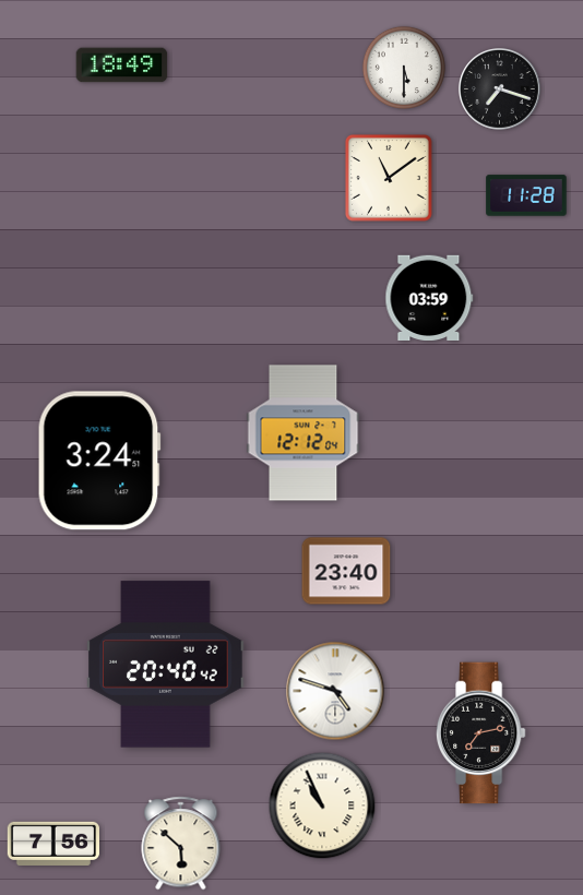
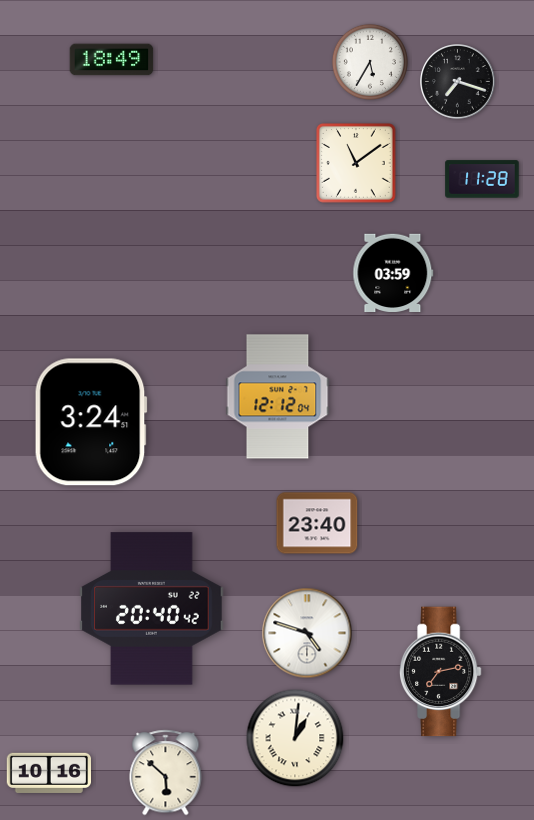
clock at (404, 68): 5:30 -> 5:35
clock at (322, 806): 10:56 -> 1:01
clock at (52, 843): 7:56 -> 10:16
